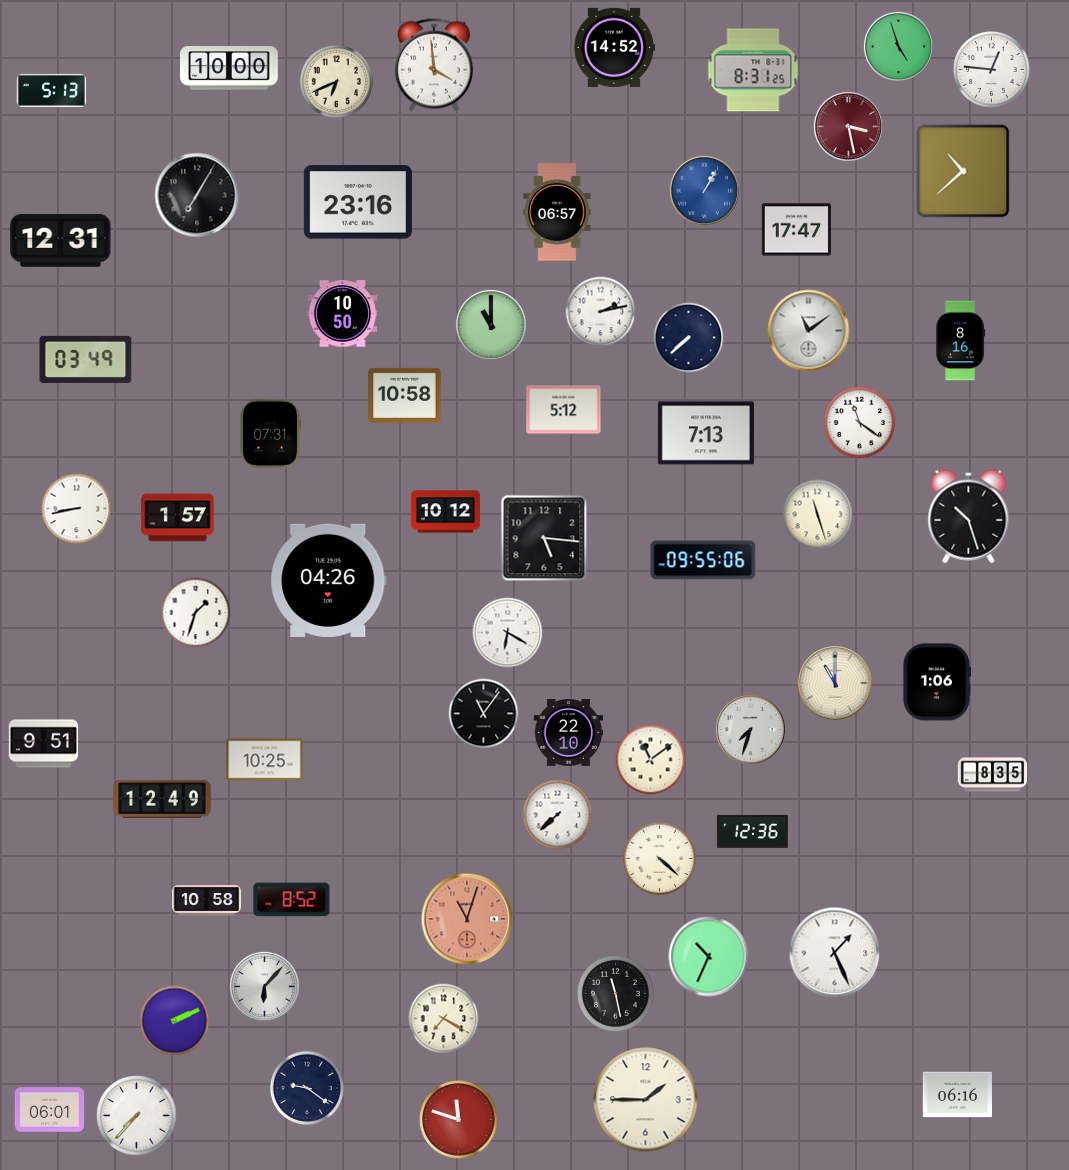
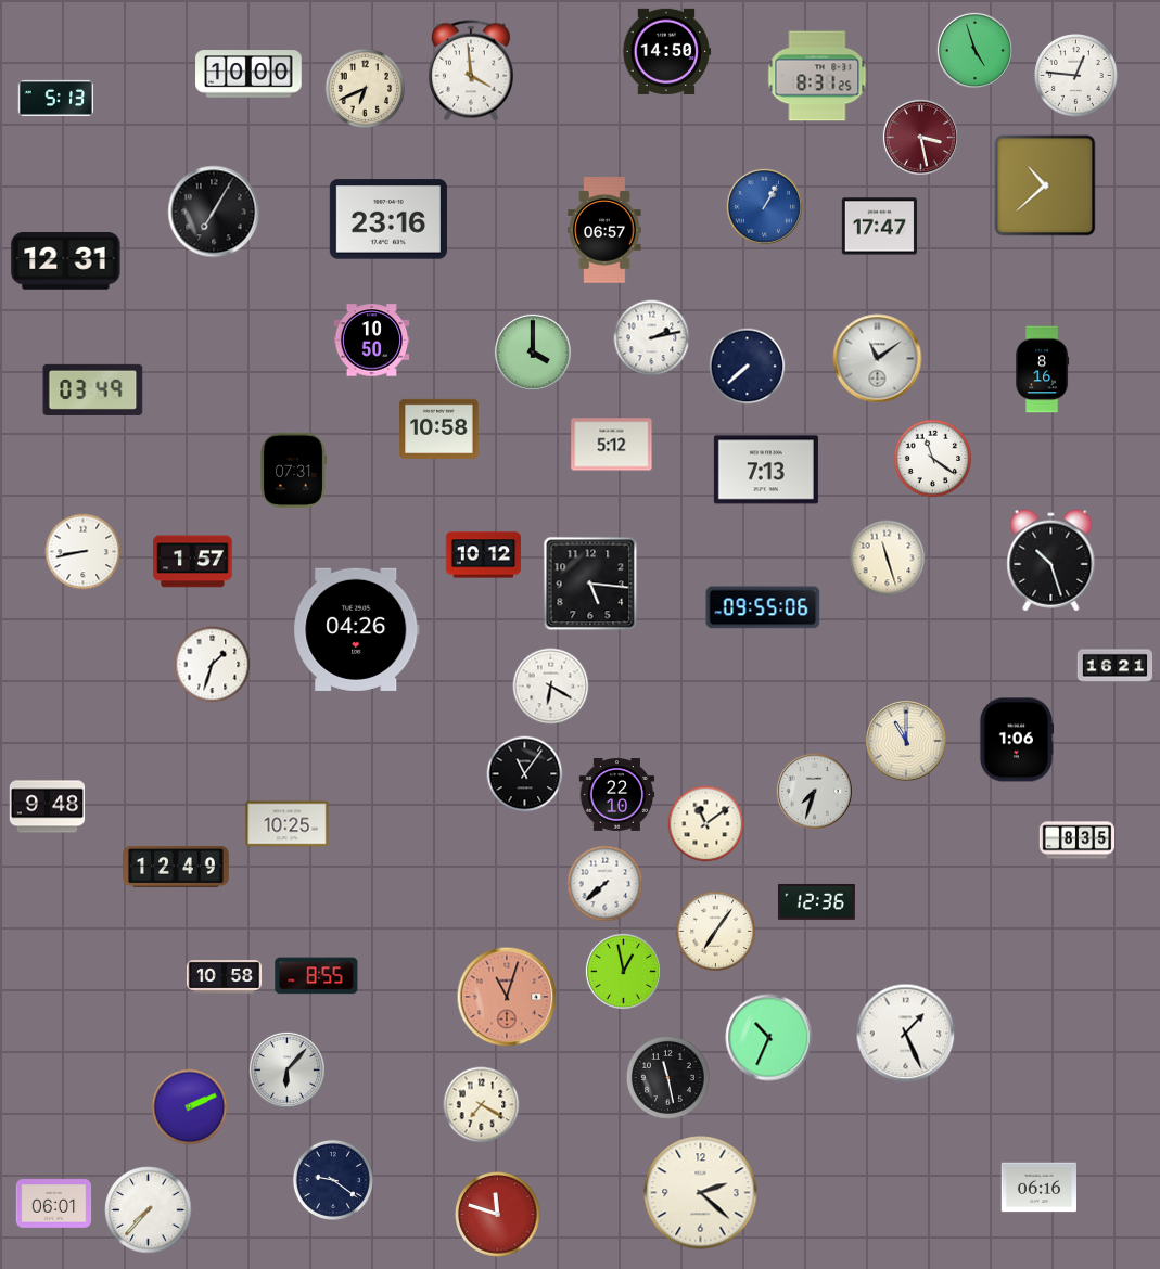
clock at (614, 47): 14:52 -> 14:50
clock at (796, 230) position: (796, 230) -> (879, 227)
clock at (491, 325): 11:00 -> 4:00
clock at (1116, 666): none -> 16:21
clock at (44, 744): 9:51 -> 9:48
clock at (659, 859): 4:22 -> 7:06
clock at (623, 971): none -> 12:58
clock at (292, 900): 8:52 -> 8:55
clock at (646, 1100): 1:45 -> 2:22
